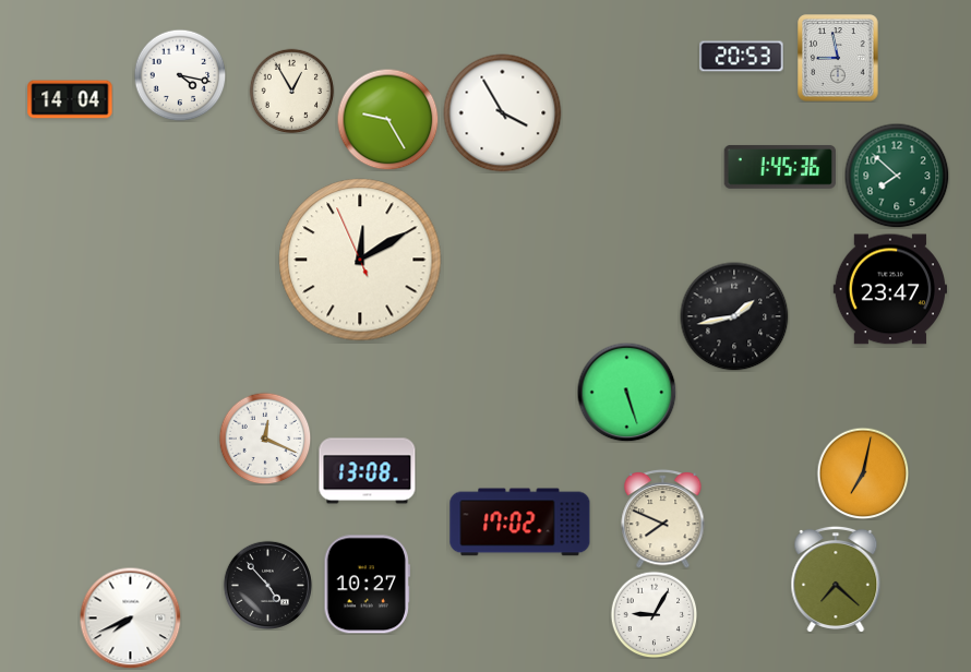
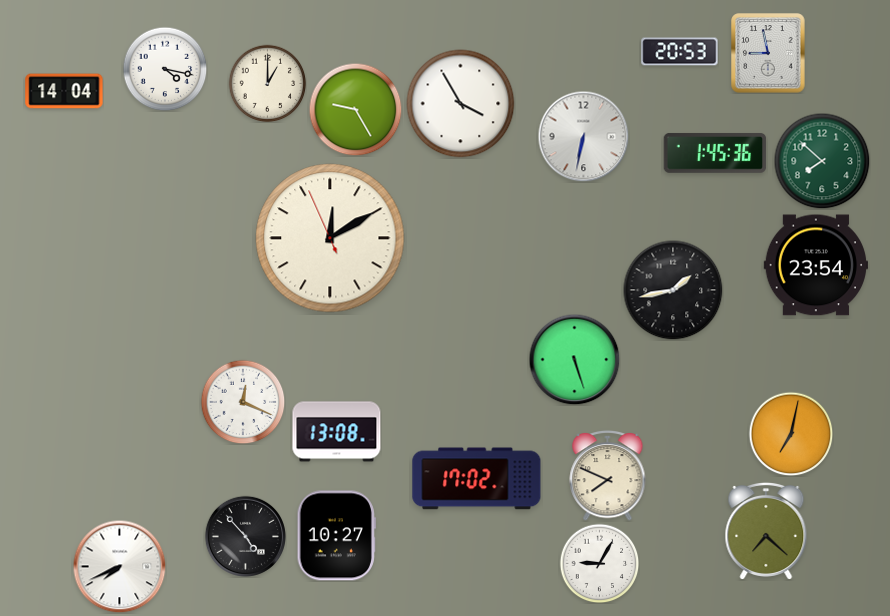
clock at (291, 91): 12:55 -> 1:00
clock at (583, 136): none -> 6:32
clock at (889, 289): 23:47 -> 23:54
